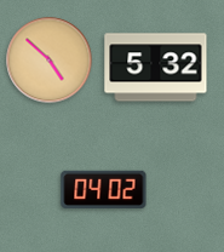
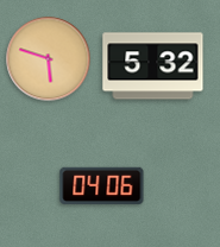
clock at (50, 61): 4:52 -> 5:48
clock at (104, 189): 04:02 -> 04:06
